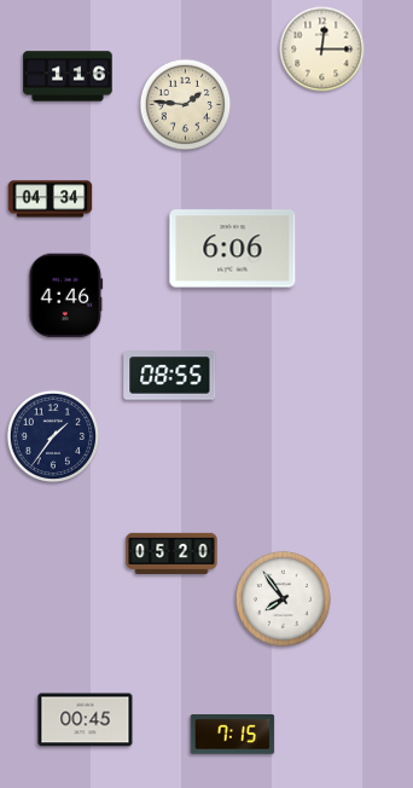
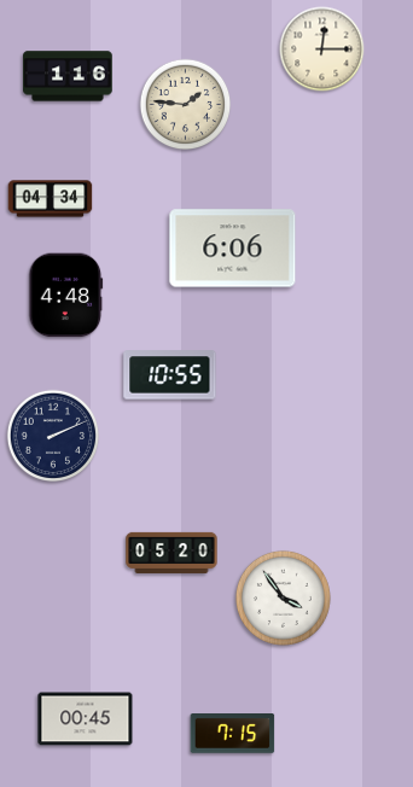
clock at (66, 296): 4:46 -> 4:48
clock at (170, 376): 08:55 -> 10:55
clock at (52, 435): 1:36 -> 2:11
clock at (283, 598): 7:54 -> 3:54
